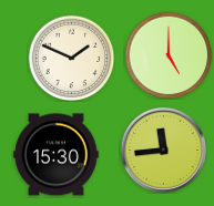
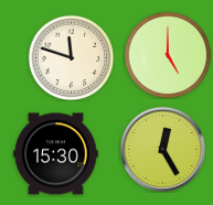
clock at (71, 58): 1:49 -> 11:48
clock at (163, 150): 11:44 -> 12:25
